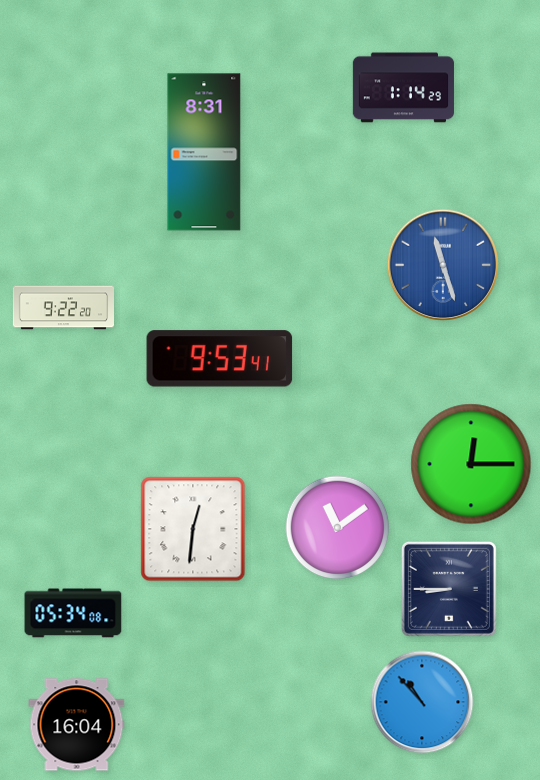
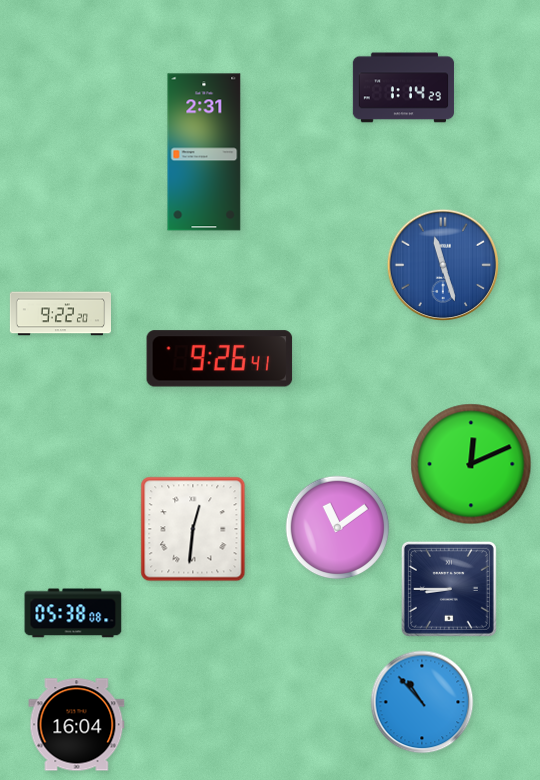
clock at (204, 152): 8:31 -> 2:31
clock at (63, 308) position: (63, 308) -> (60, 314)
clock at (220, 359): 9:53 -> 9:26
clock at (471, 464): 12:15 -> 12:11
clock at (73, 613): 05:34 -> 05:38
